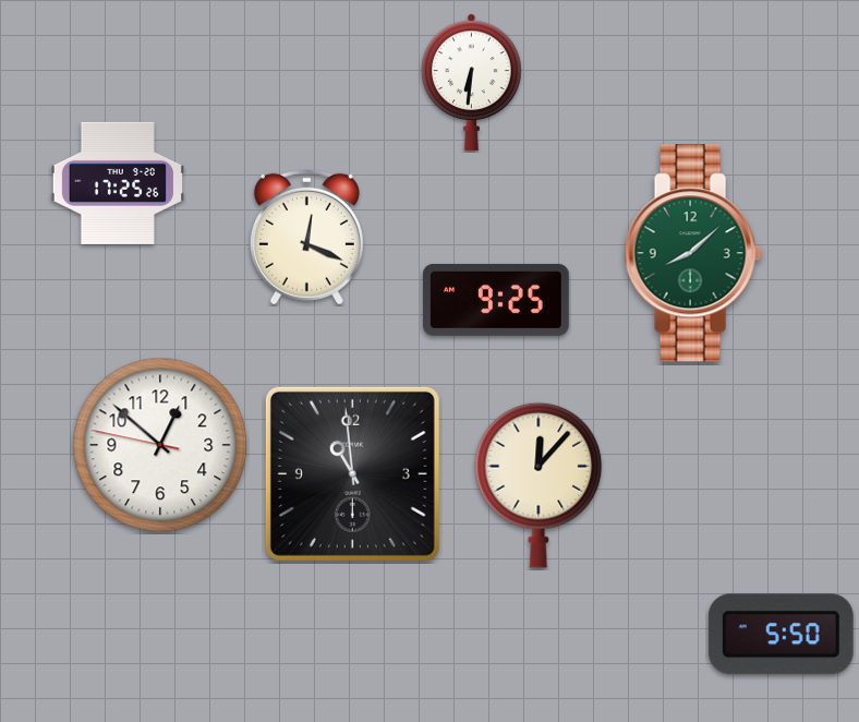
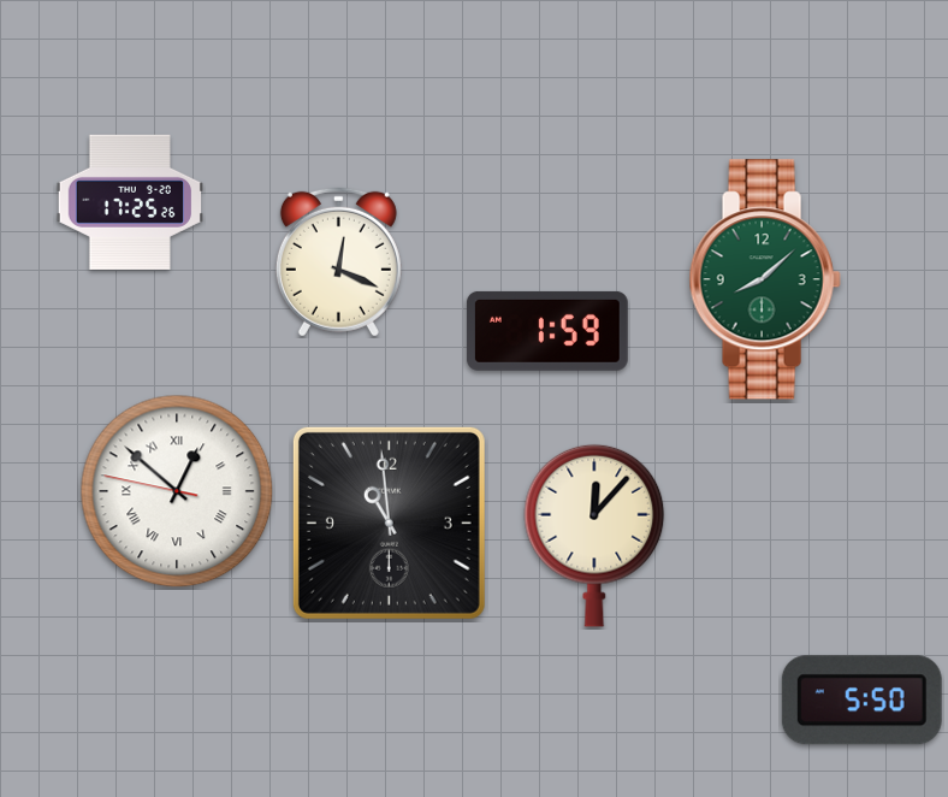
clock at (472, 82): 6:31 -> none
clock at (496, 300): 9:25 -> 1:59
clock at (160, 445) numerals: Arabic -> Roman
